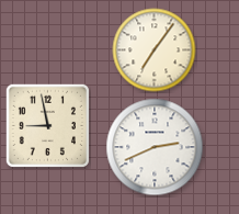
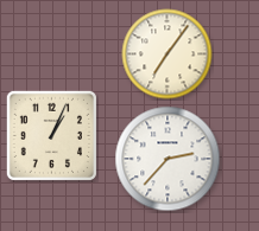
clock at (47, 125): 8:58 -> 1:04
clock at (155, 147): 2:41 -> 2:37
